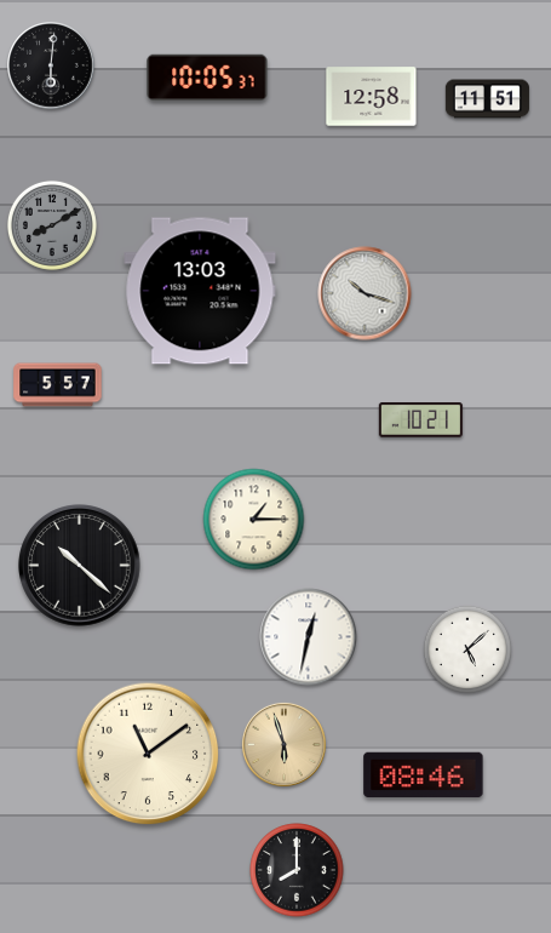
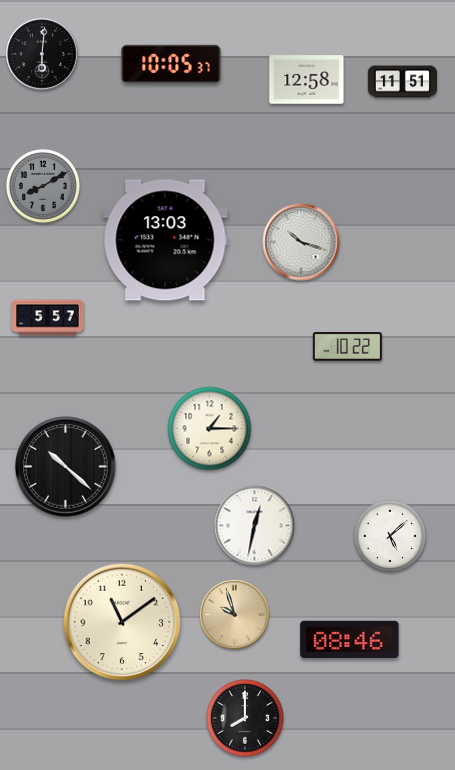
clock at (420, 420): 10:21 -> 10:22
clock at (466, 648) position: (466, 648) -> (389, 535)
clock at (283, 744): 5:57 -> 9:57
